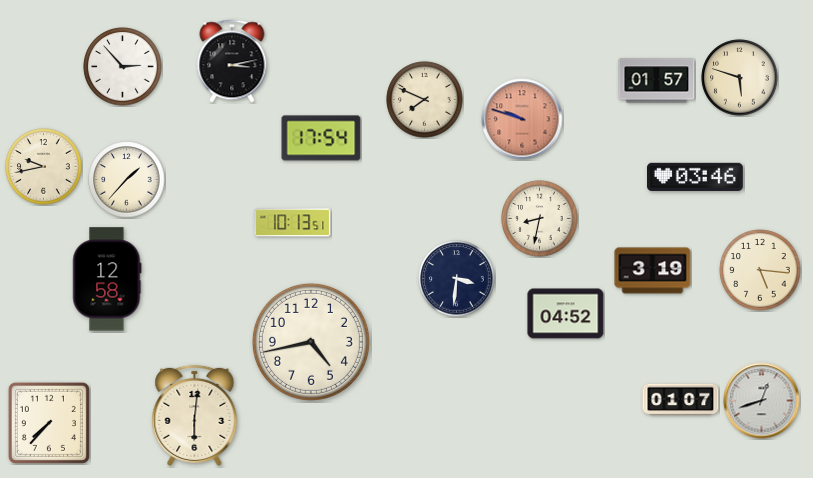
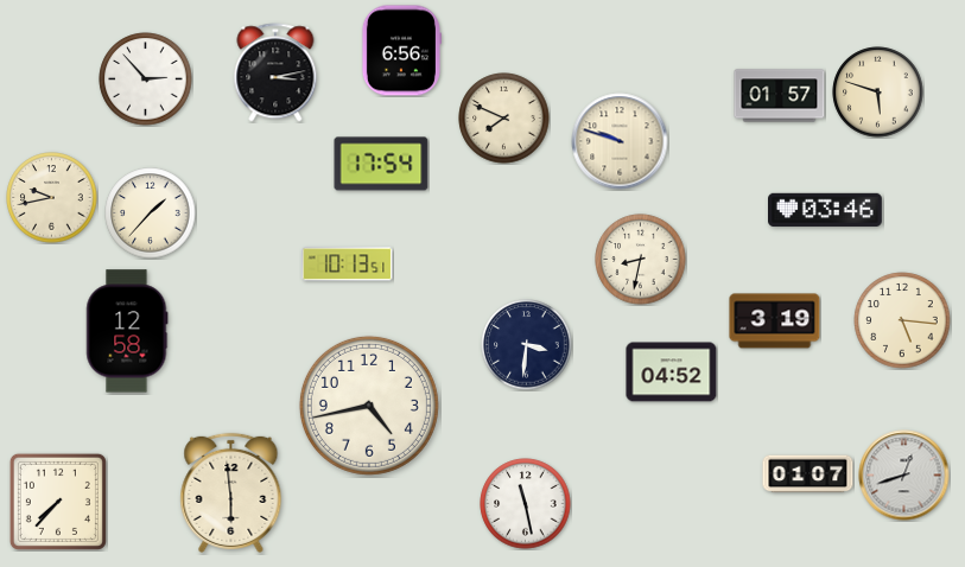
clock at (401, 51): none -> 6:56
clock at (522, 119) dial: salmon -> cream
clock at (457, 279) position: (457, 279) -> (527, 345)
clock at (195, 415): 6:01 -> 5:59
clock at (526, 504): none -> 11:28
